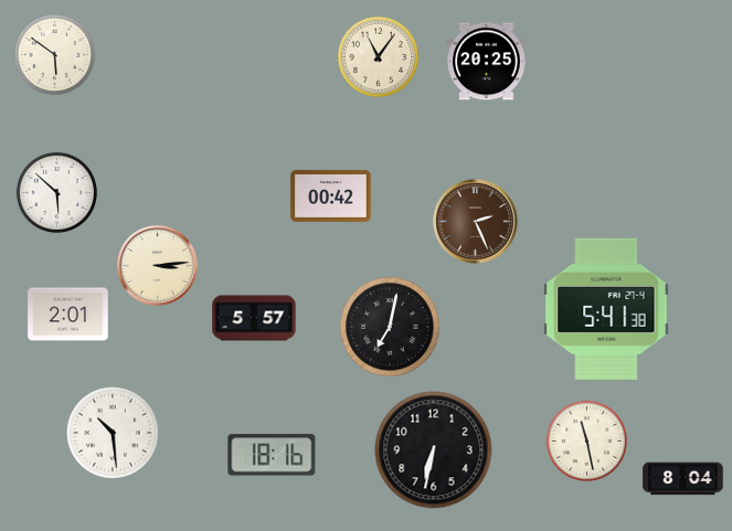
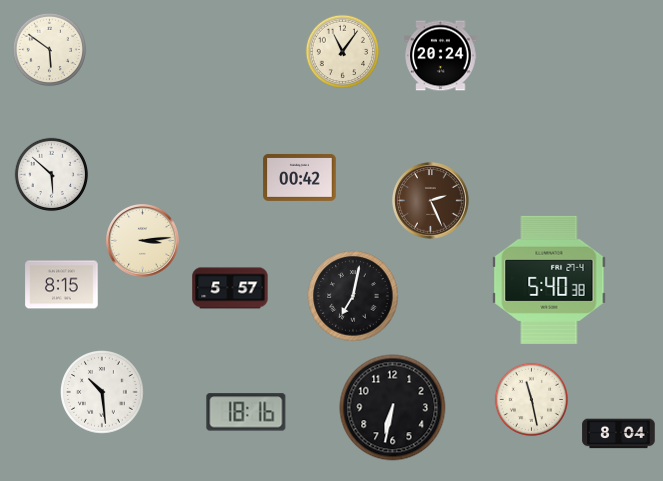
clock at (487, 62): 20:25 -> 20:24
clock at (606, 309): 5:41 -> 5:40
clock at (68, 315): 2:01 -> 8:15
